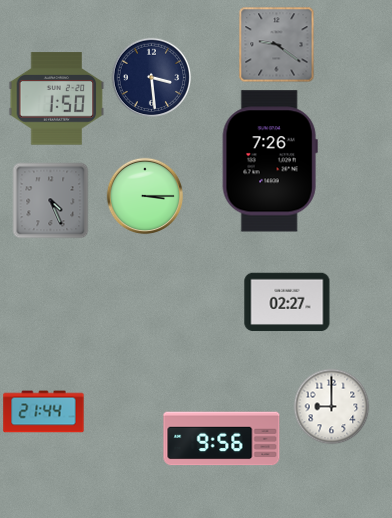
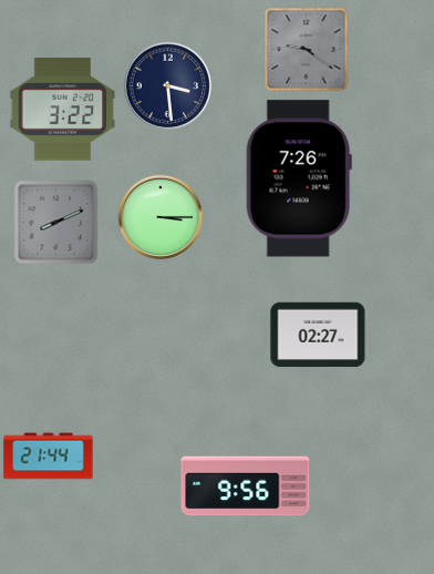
clock at (57, 99): 1:50 -> 3:22
clock at (51, 201): 4:26 -> 8:11
clock at (332, 407): 9:00 -> none
